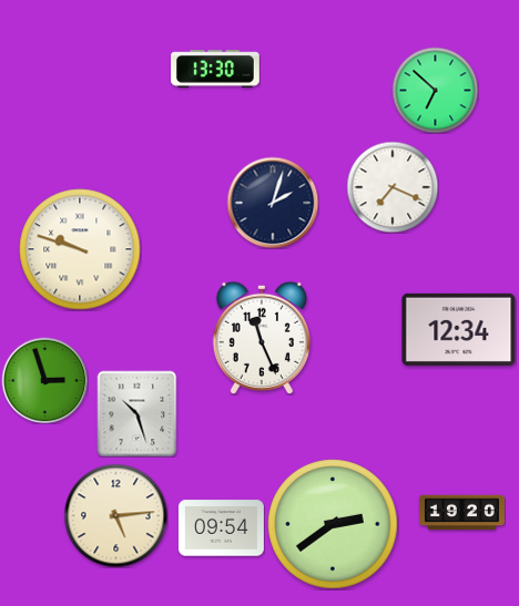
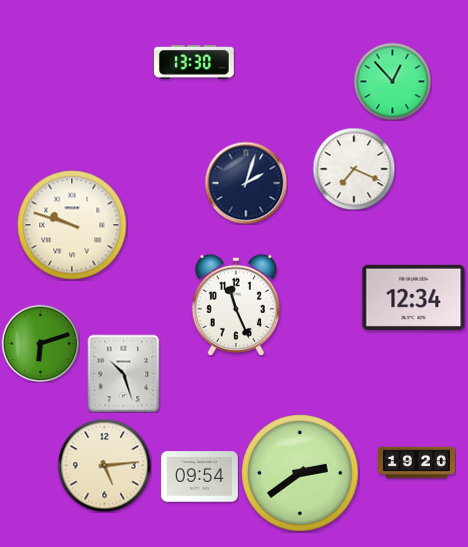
clock at (435, 90): 6:52 -> 12:53
clock at (44, 380): 2:57 -> 6:12
